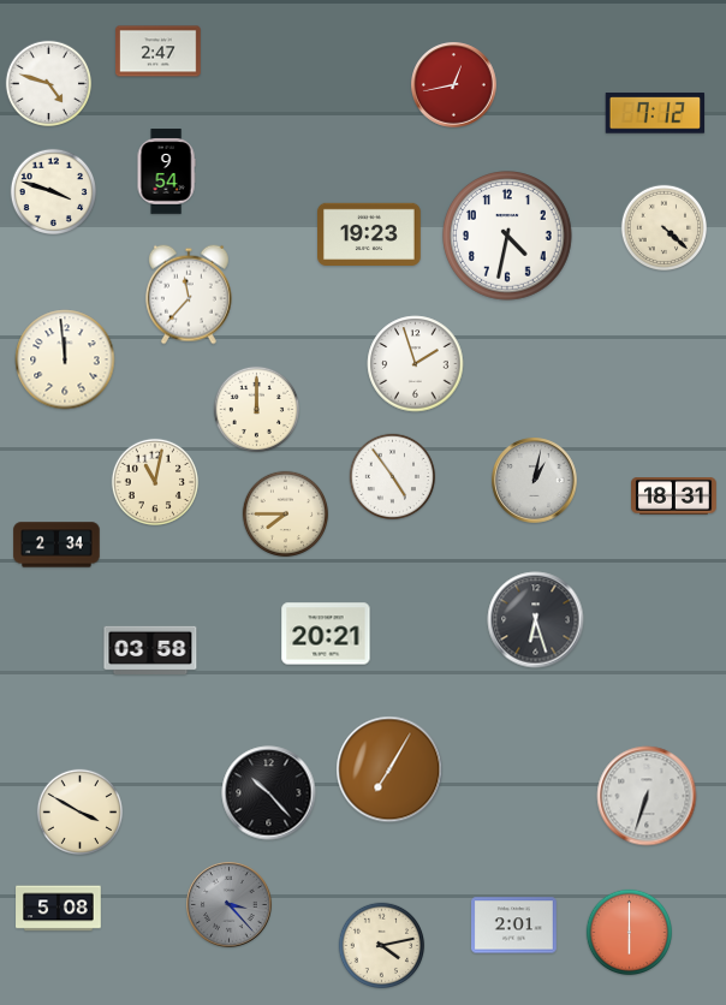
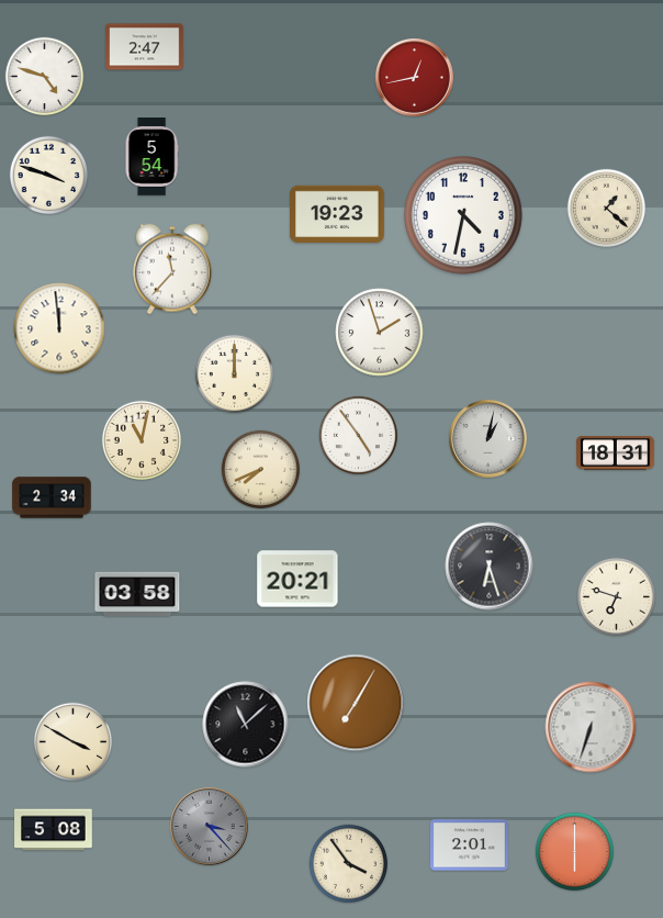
clock at (655, 113): 7:12 -> none
clock at (166, 172): 9:54 -> 5:54
clock at (665, 228): 4:22 -> 1:22
clock at (286, 515): 7:45 -> 7:41
clock at (617, 597): none -> 6:48
clock at (269, 793): 10:23 -> 11:08
clock at (382, 946): 4:13 -> 3:54
